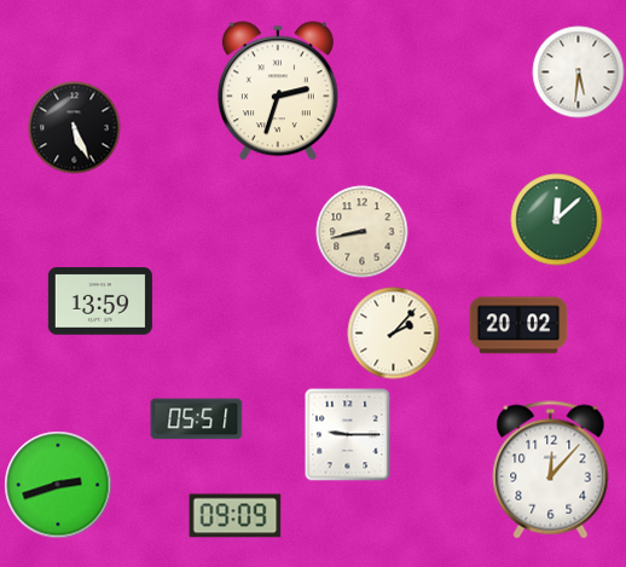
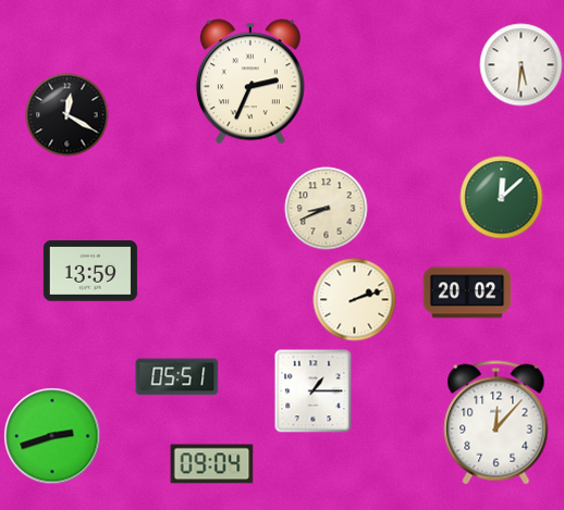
clock at (278, 91): 2:33 -> 2:34
clock at (75, 128): 5:26 -> 12:20
clock at (363, 232): 8:43 -> 8:41
clock at (394, 334): 2:07 -> 2:12
clock at (348, 435): 9:15 -> 1:15
clock at (236, 516): 09:09 -> 09:04
